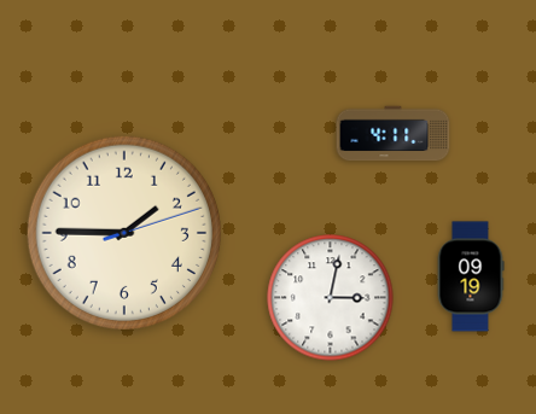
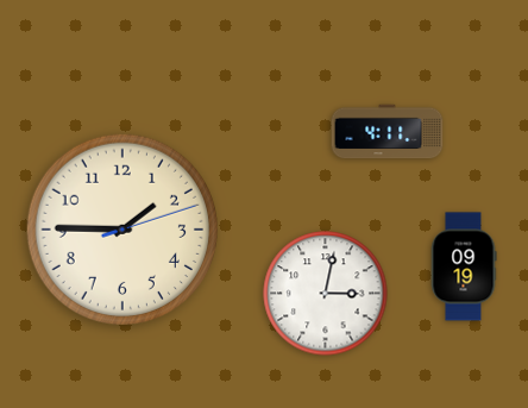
clock at (471, 276) position: (471, 276) -> (464, 266)
